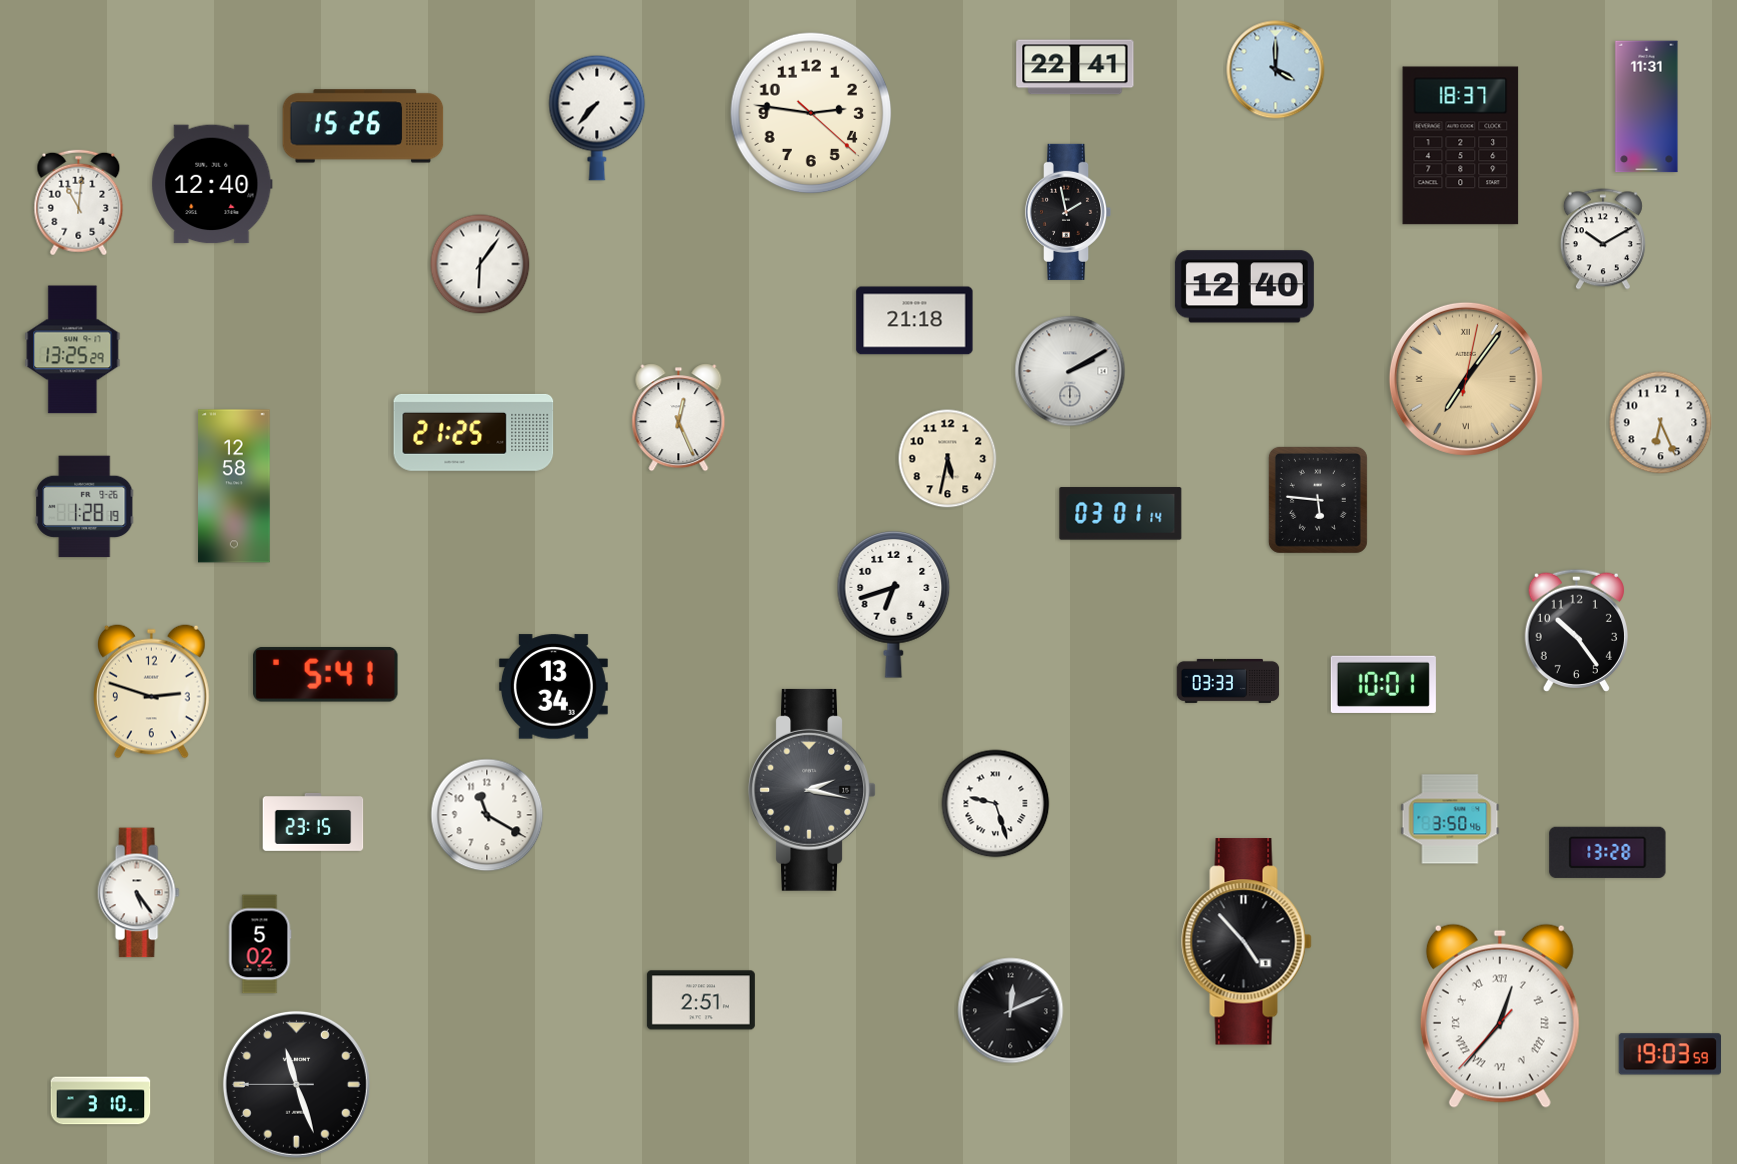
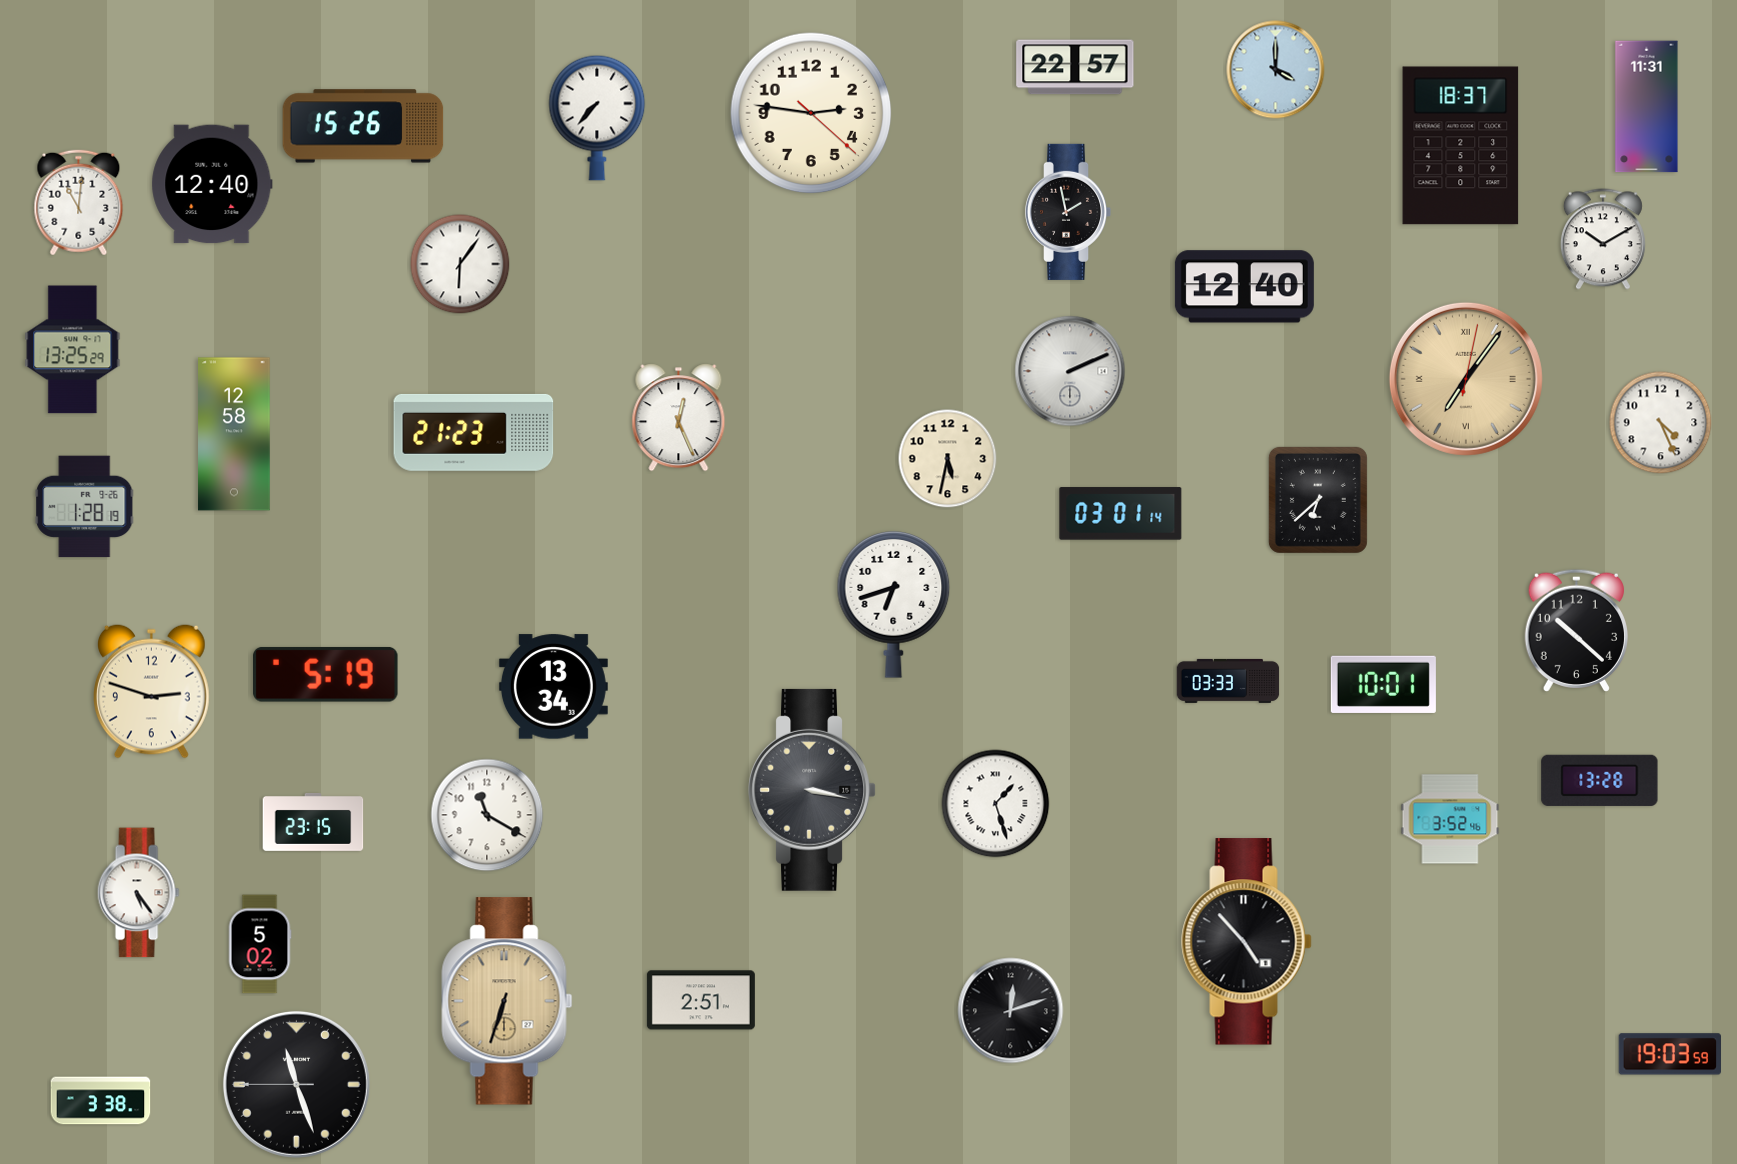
clock at (1075, 67): 22:41 -> 22:57
clock at (480, 264) position: (480, 264) -> (460, 264)
clock at (915, 321): 21:18 -> none
clock at (1070, 371): 2:10 -> 2:11
clock at (1661, 423): 6:26 -> 4:26
clock at (474, 432): 21:25 -> 21:23
clock at (234, 486) position: (234, 486) -> (234, 434)
clock at (1318, 500): 5:46 -> 6:38
clock at (1576, 630): 10:24 -> 10:22
clock at (326, 674): 5:41 -> 5:19
clock at (812, 790): 2:17 -> 3:17
clock at (996, 804): 9:27 -> 1:27
clock at (1450, 819): 3:50 -> 3:52
clock at (1608, 852) position: (1608, 852) -> (1600, 780)
clock at (507, 1001): none -> 6:33
clock at (1011, 1011): 12:11 -> 12:12
clock at (1500, 1016): 12:36 -> none
clock at (101, 1101): 3:10 -> 3:38
